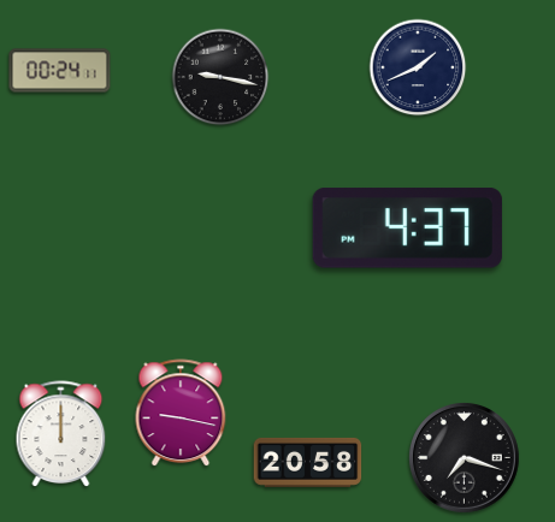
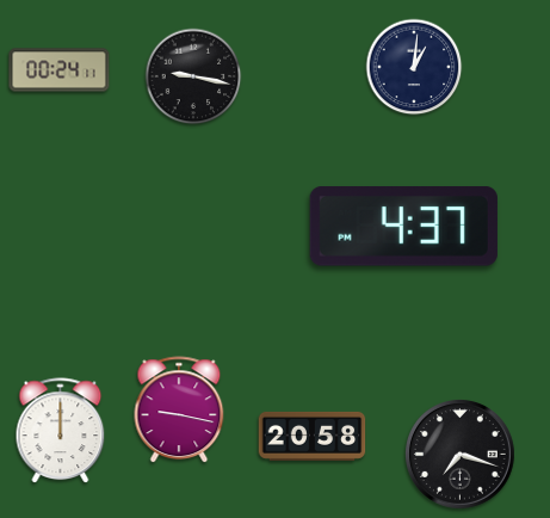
clock at (418, 67): 1:41 -> 1:01
clock at (220, 77) position: (220, 77) -> (193, 76)
clock at (308, 462) position: (308, 462) -> (313, 436)
